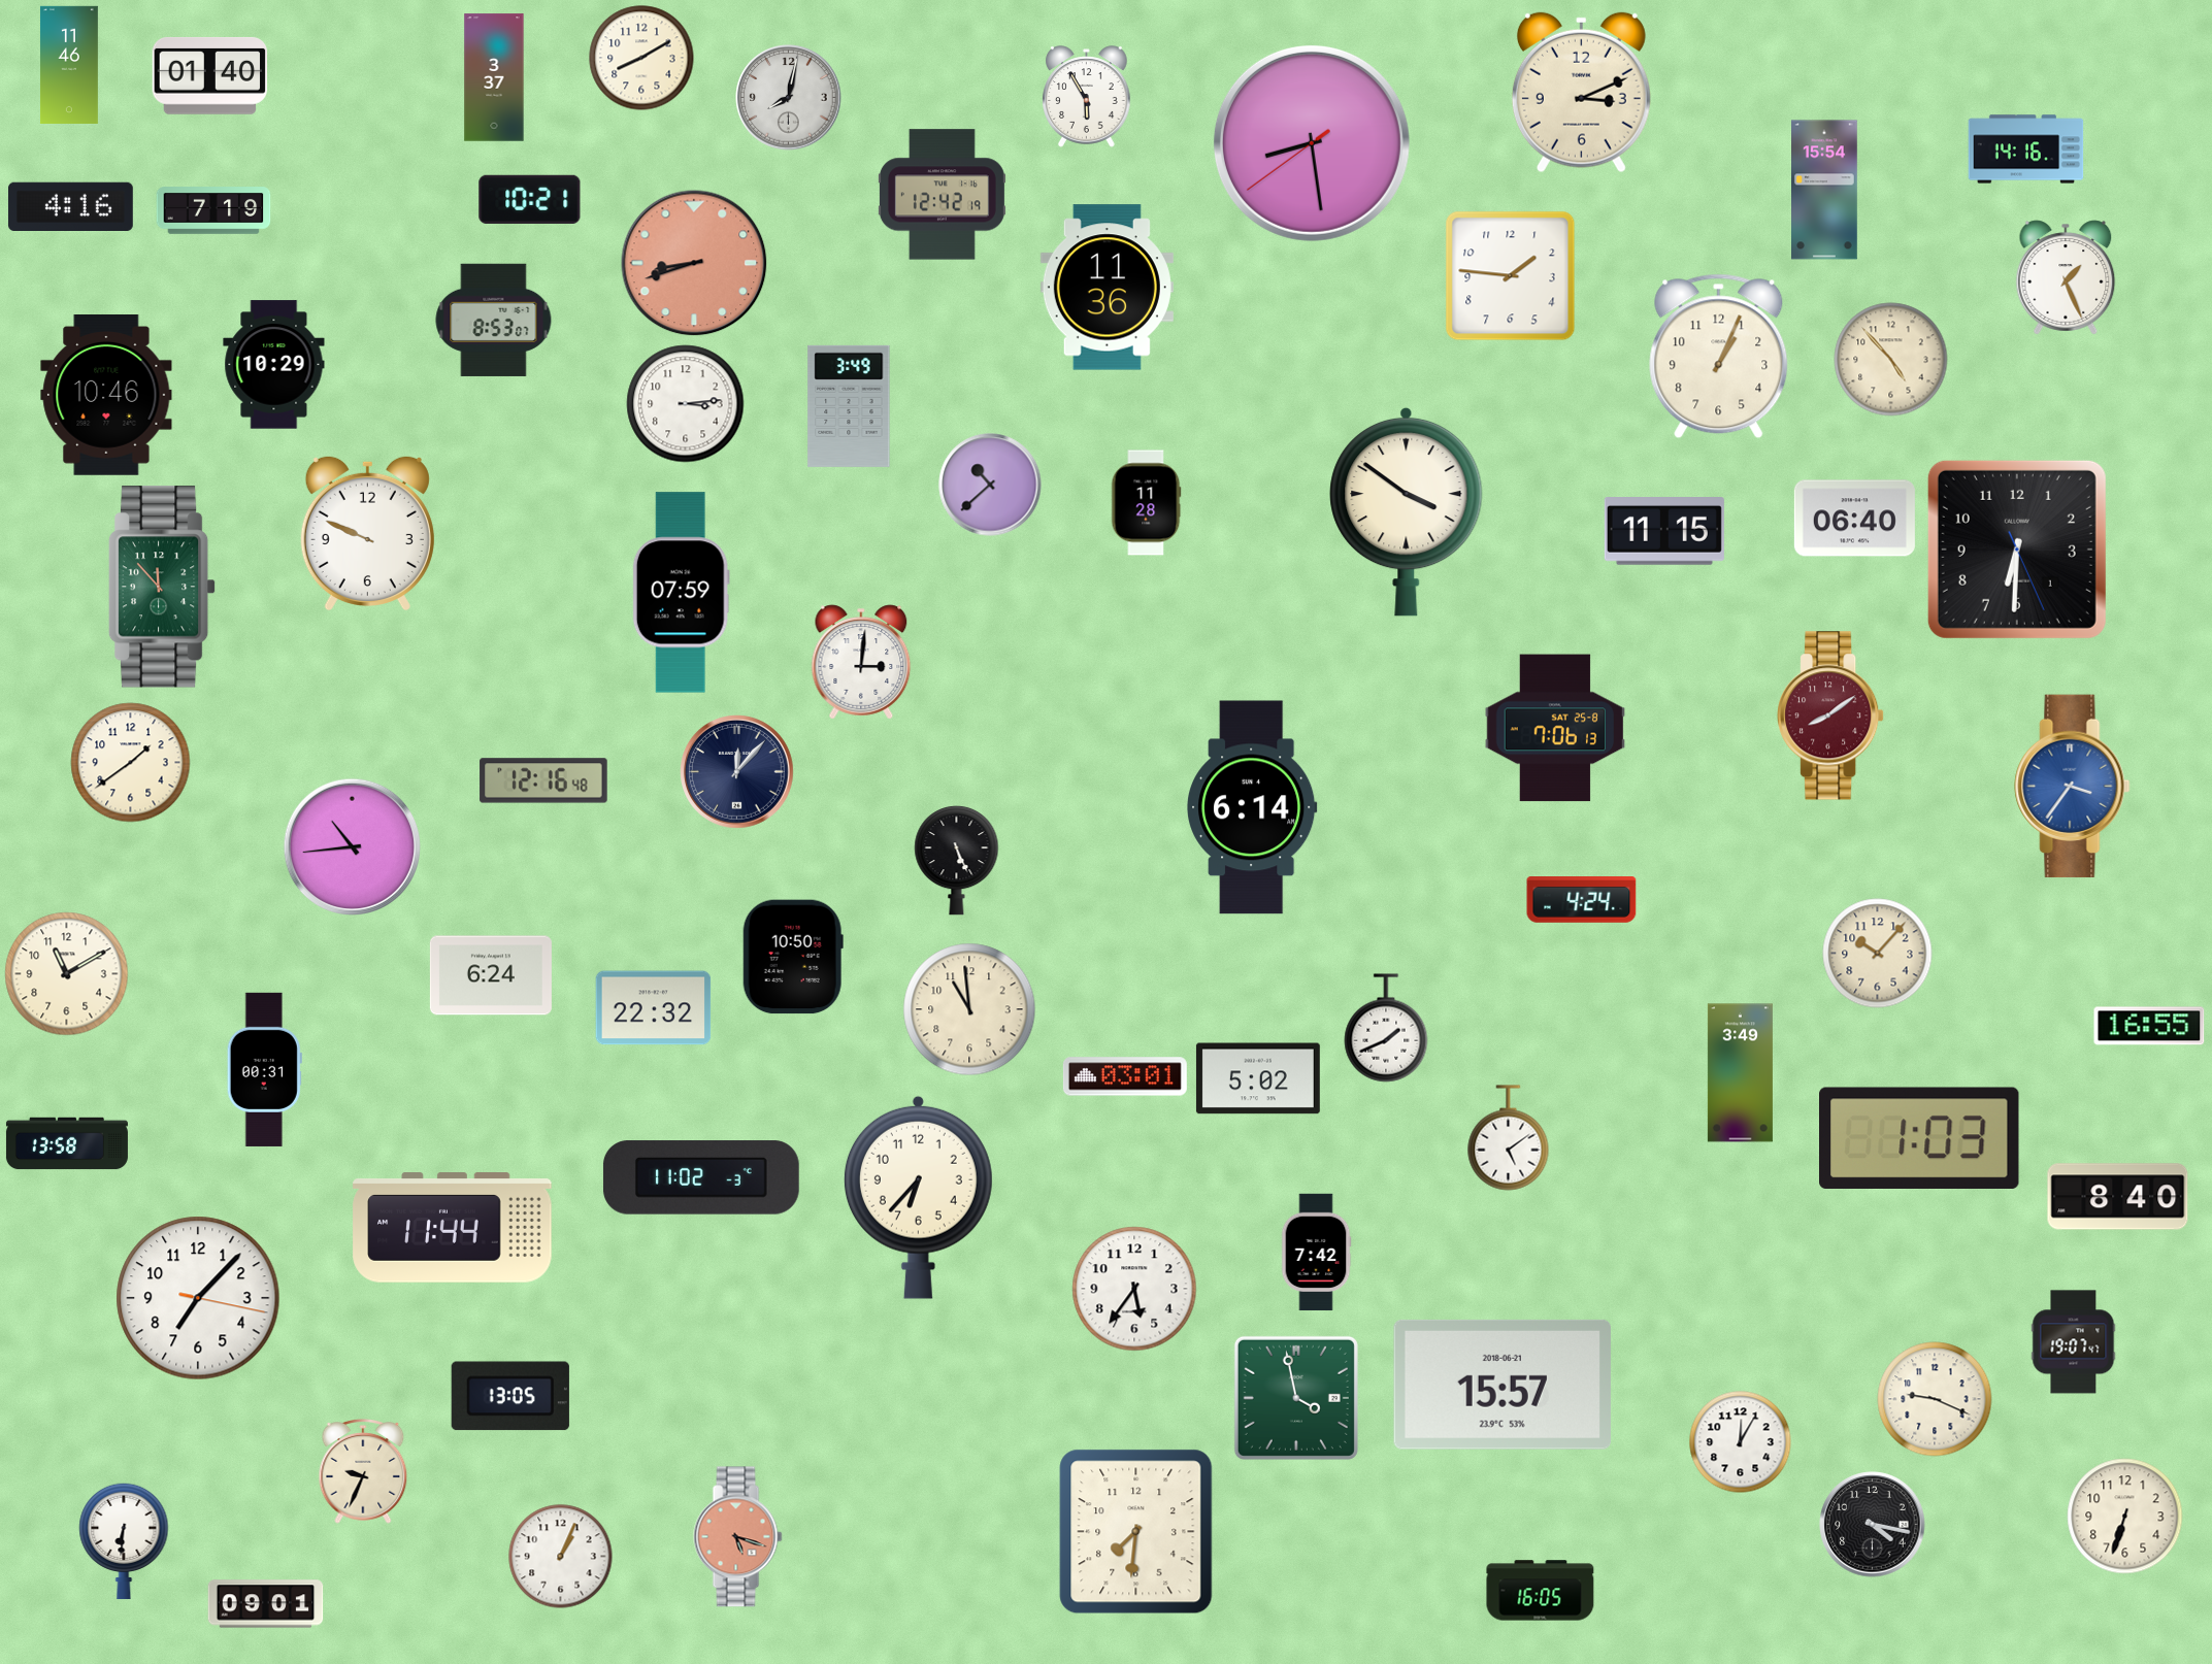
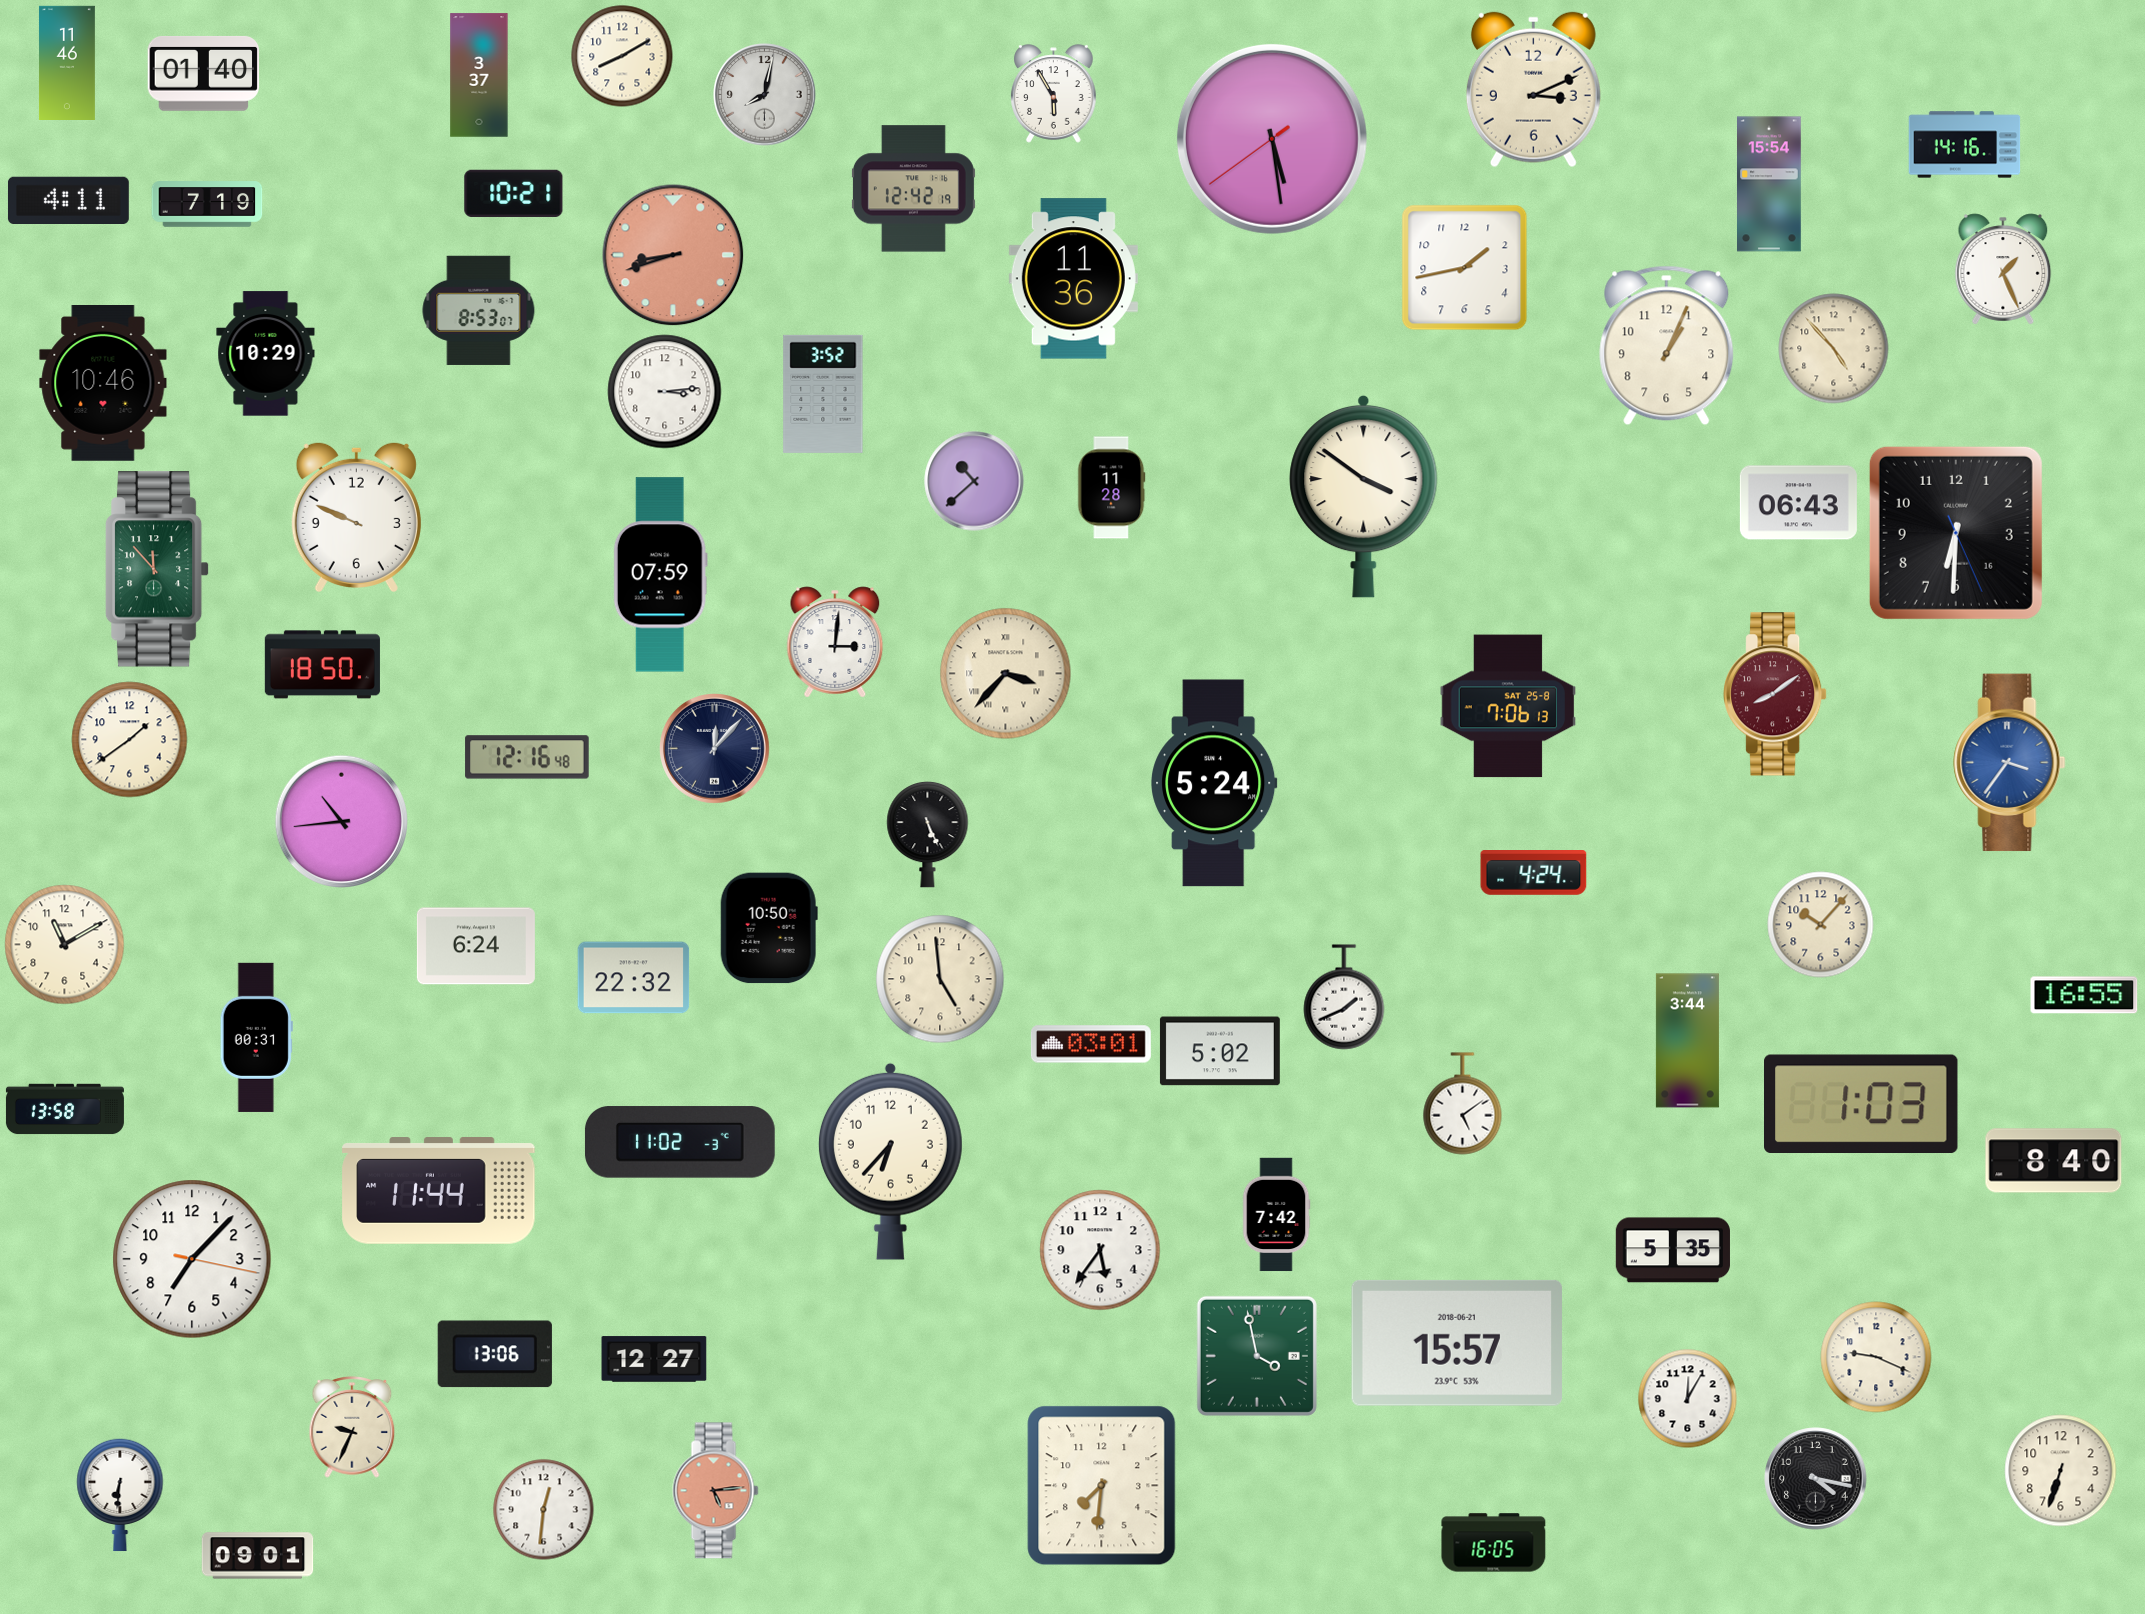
clock at (1312, 143): 8:28 -> 5:28
clock at (70, 206): 4:16 -> 4:11
clock at (1511, 276): 1:46 -> 1:43
clock at (849, 406): 3:49 -> 3:52
clock at (990, 485) position: (990, 485) -> (974, 481)
clock at (1854, 519): 06:40 -> 06:43
clock at (1664, 532): 11:15 -> none
clock at (2017, 550) date: 1 -> 16
clock at (322, 665): none -> 18:50
clock at (1006, 674): none -> 3:37
clock at (131, 763) position: (131, 763) -> (130, 740)
clock at (1253, 807): 6:14 -> 5:24
clock at (969, 1009): 10:59 -> 4:59
clock at (1740, 1073): 3:49 -> 3:44
clock at (1258, 1078) position: (1258, 1078) -> (1220, 1051)
clock at (1673, 1250): none -> 5:35
clock at (2074, 1342): 19:07 -> none
clock at (510, 1396): 13:05 -> 13:06
clock at (654, 1359): none -> 12:27
clock at (738, 1537): 5:18 -> 5:14
clock at (561, 1557): 1:04 -> 12:31
